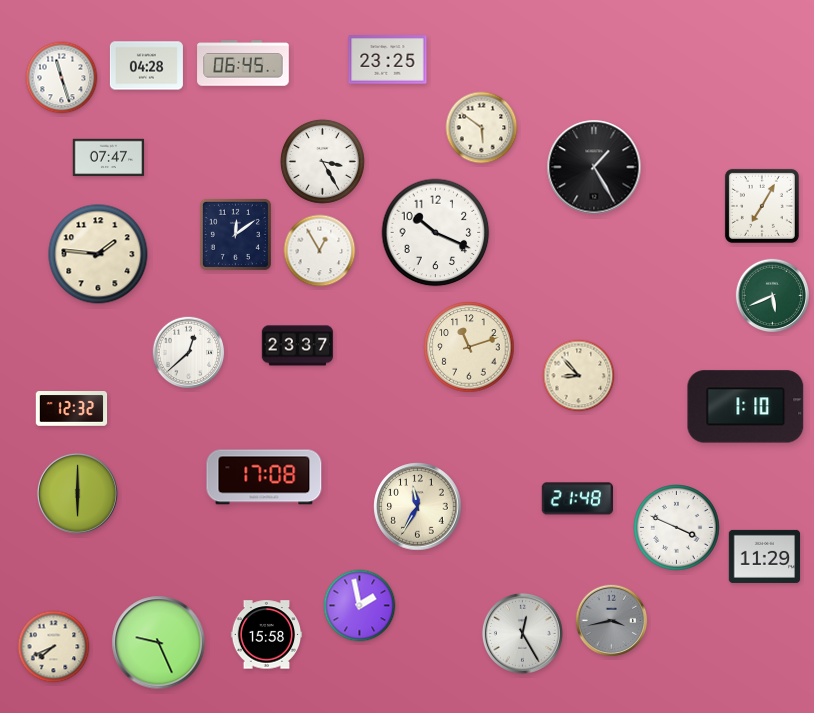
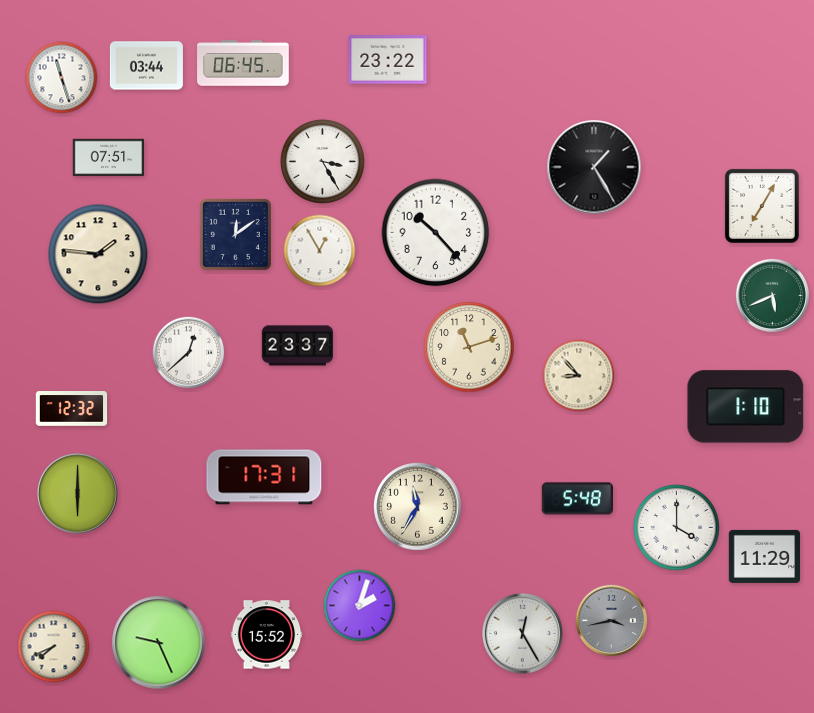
clock at (388, 60): 23:25 -> 23:22
clock at (146, 66): 04:28 -> 03:44
clock at (482, 128): 5:51 -> none
clock at (109, 158): 07:47 -> 07:51
clock at (436, 233): 10:19 -> 10:23
clock at (264, 477): 17:08 -> 17:31
clock at (577, 499): 21:48 -> 5:48
clock at (677, 528): 3:49 -> 4:00
clock at (360, 606): 1:58 -> 2:03
clock at (267, 635): 15:58 -> 15:52
